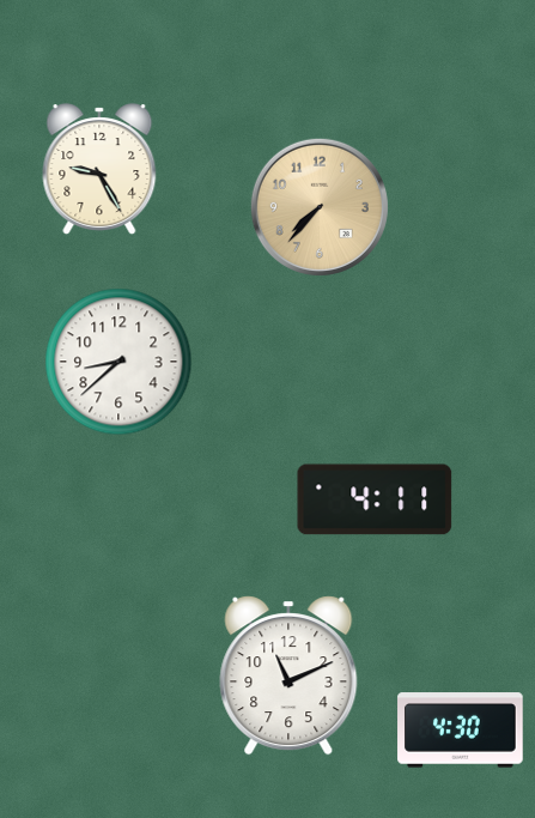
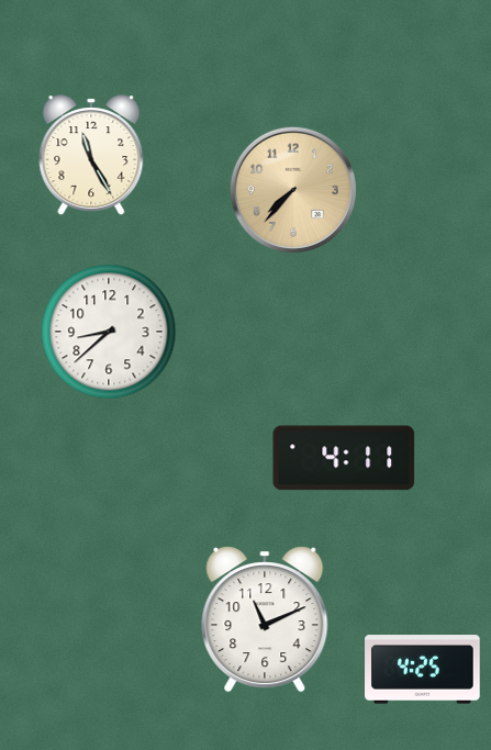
clock at (99, 169): 9:25 -> 11:25
clock at (461, 731): 4:30 -> 4:25
